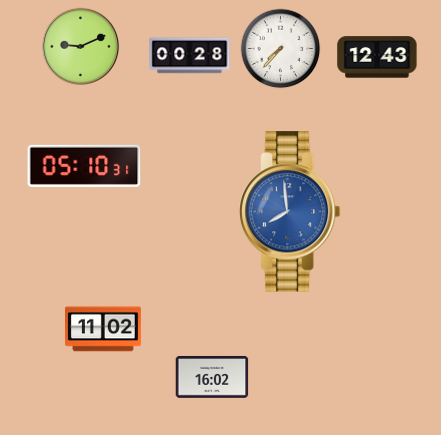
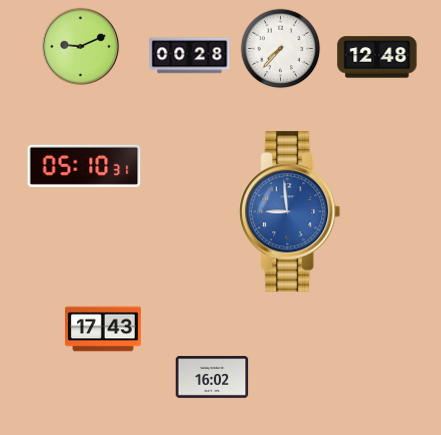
clock at (377, 57): 12:43 -> 12:48
clock at (290, 212): 7:59 -> 8:59
clock at (103, 329): 11:02 -> 17:43
